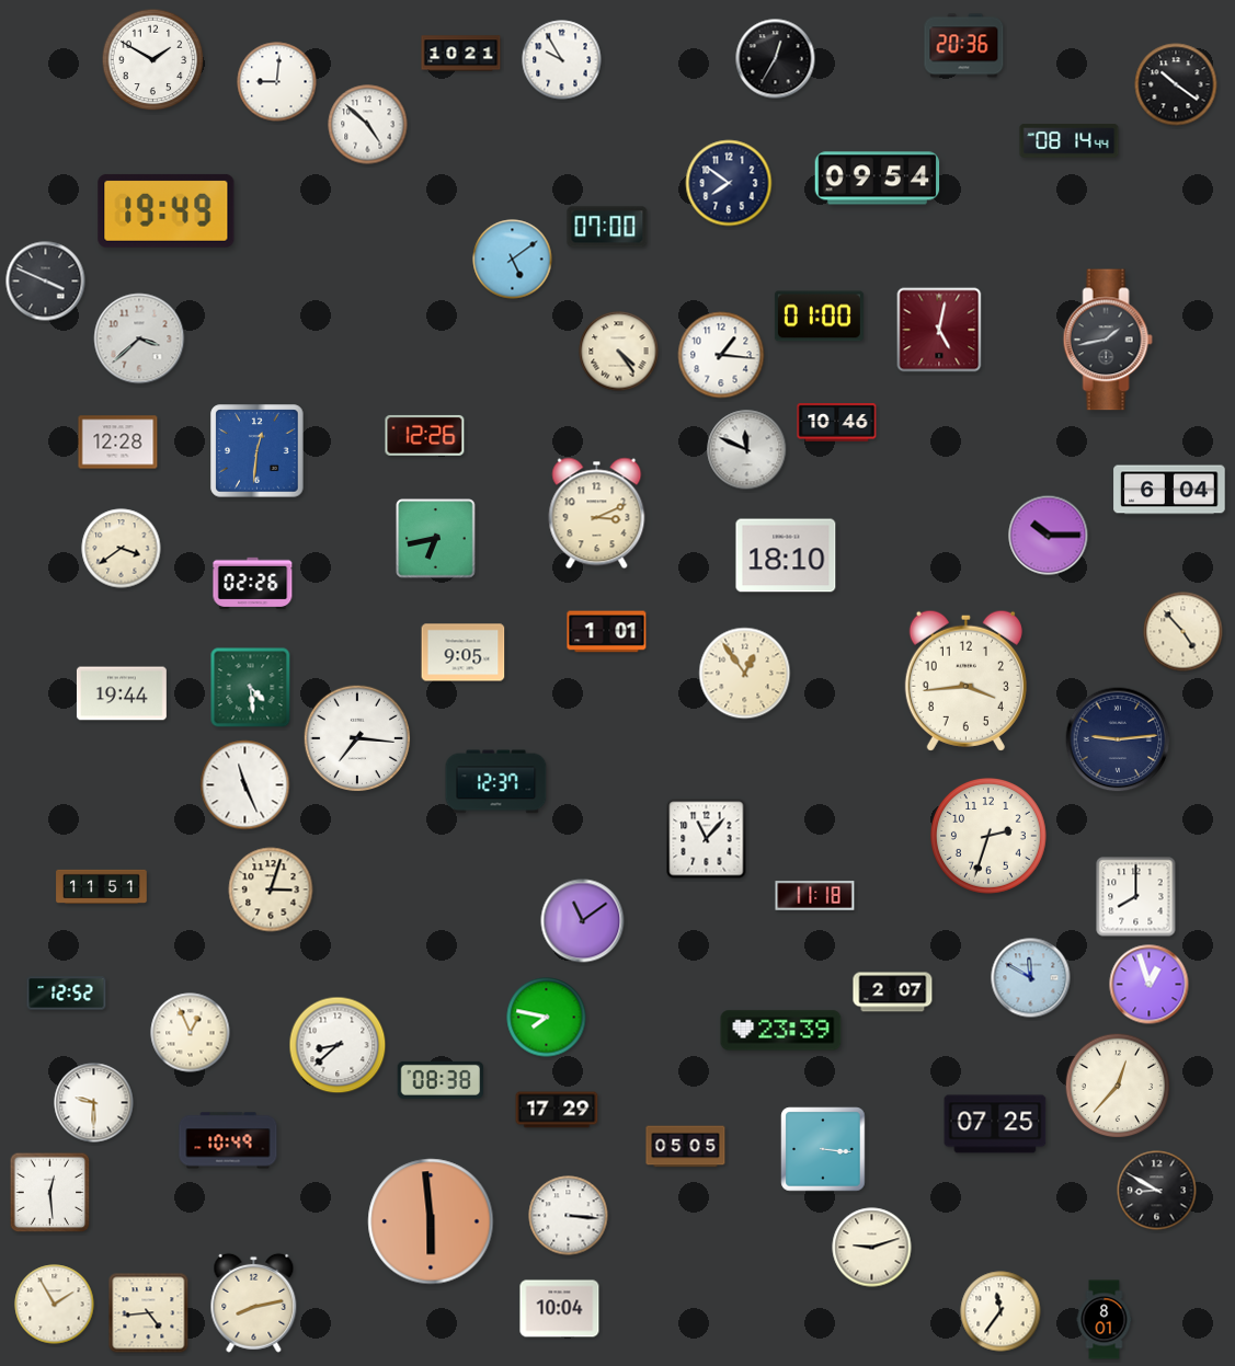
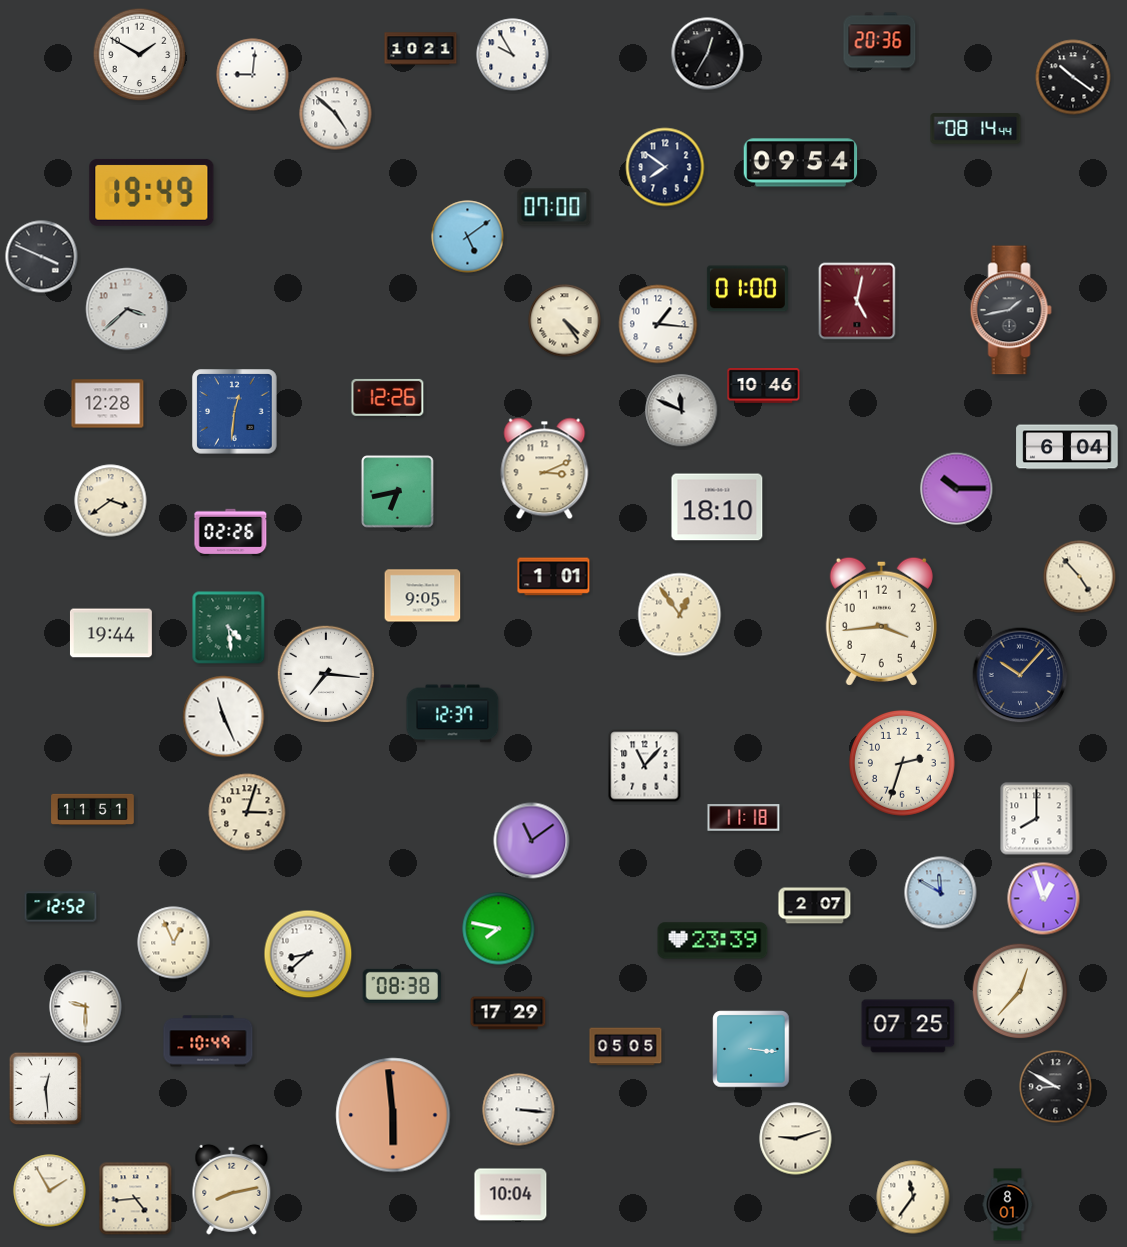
clock at (1118, 739): 9:14 -> 10:07
clock at (1150, 985) position: (1150, 985) -> (1044, 899)
